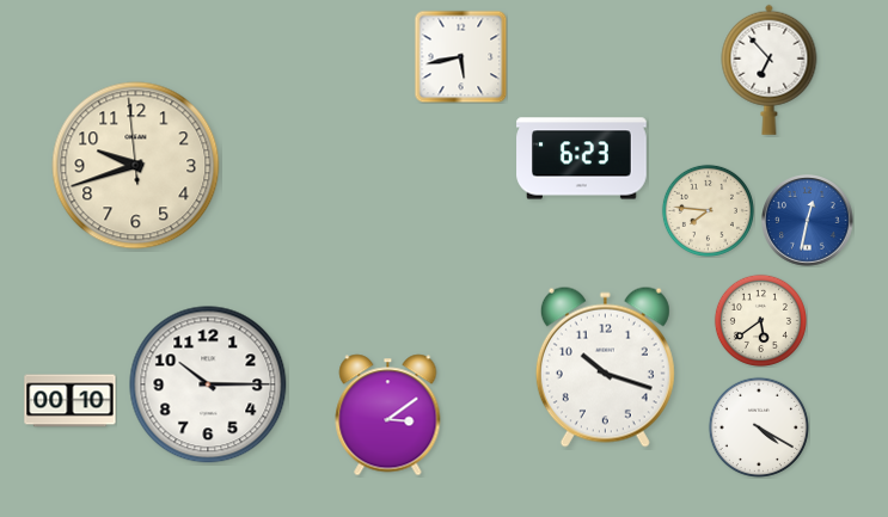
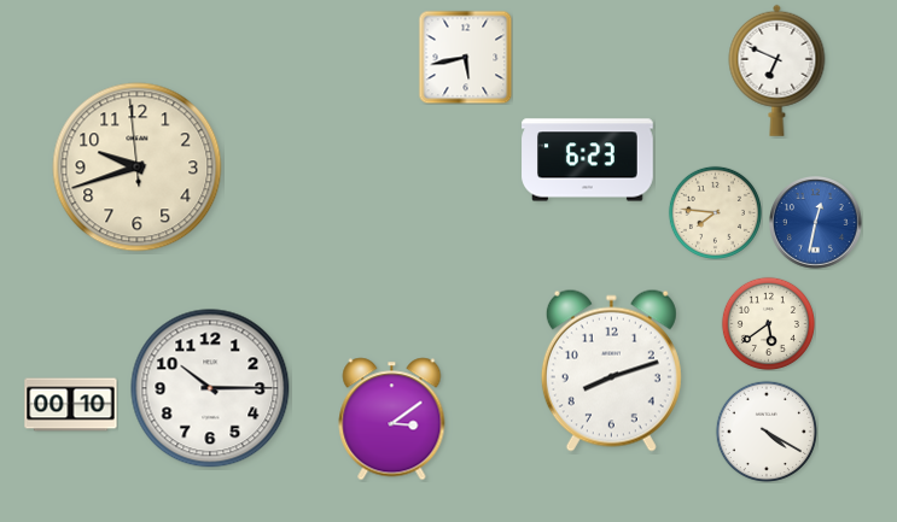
clock at (770, 69): 6:53 -> 6:49
clock at (605, 367): 10:18 -> 8:12
